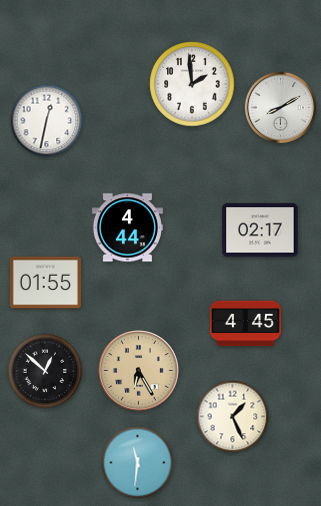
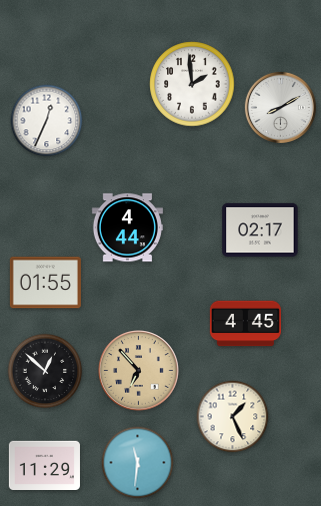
clock at (47, 121): 12:32 -> 12:34
clock at (139, 371): 6:25 -> 6:53
clock at (44, 465): none -> 11:29
